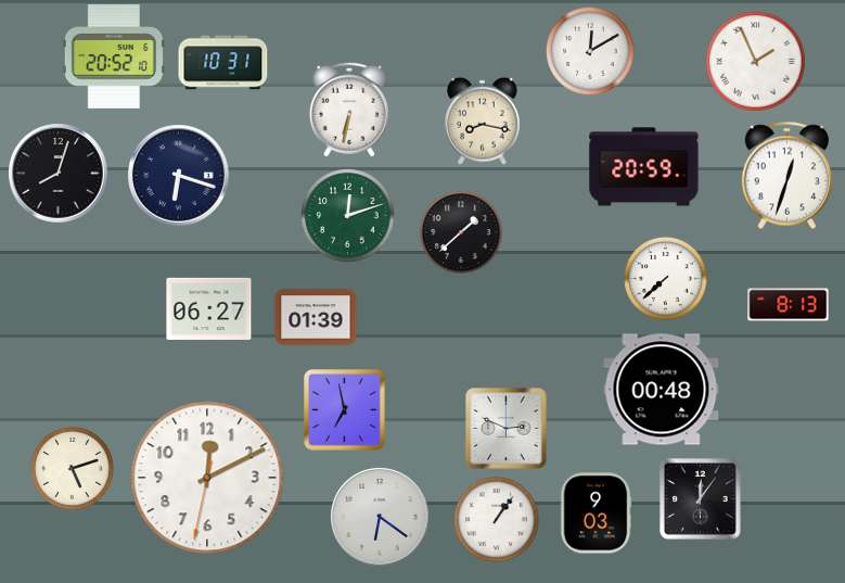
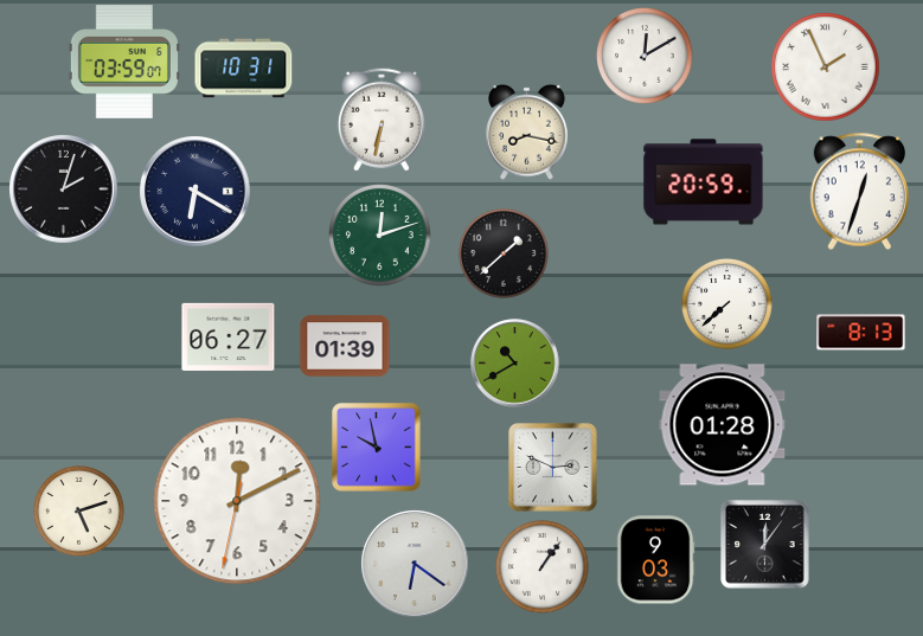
clock at (114, 56): 20:52 -> 03:59
clock at (59, 174): 8:03 -> 2:03
clock at (179, 176): 6:18 -> 6:20
clock at (515, 364): none -> 10:40
clock at (662, 390): 00:48 -> 01:28
clock at (345, 410): 6:58 -> 9:58
clock at (207, 478) position: (207, 478) -> (237, 501)
clock at (596, 514) position: (596, 514) -> (655, 560)
